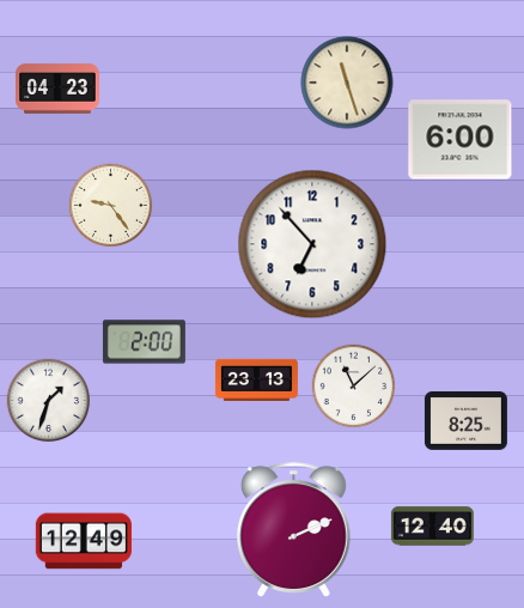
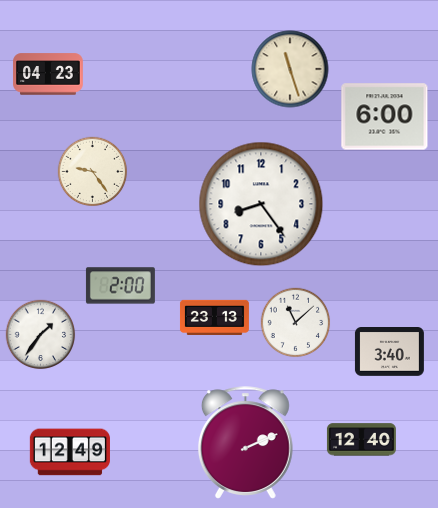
clock at (312, 244): 6:53 -> 8:24
clock at (49, 401): 1:33 -> 1:36
clock at (465, 421): 8:25 -> 3:40
